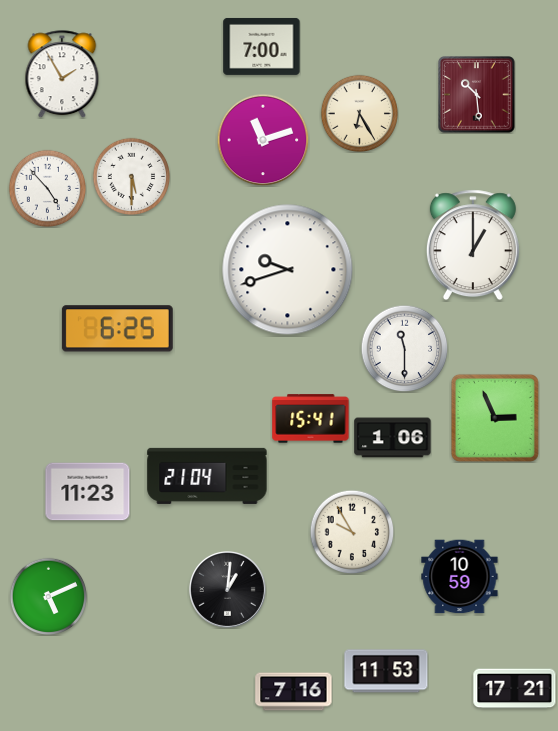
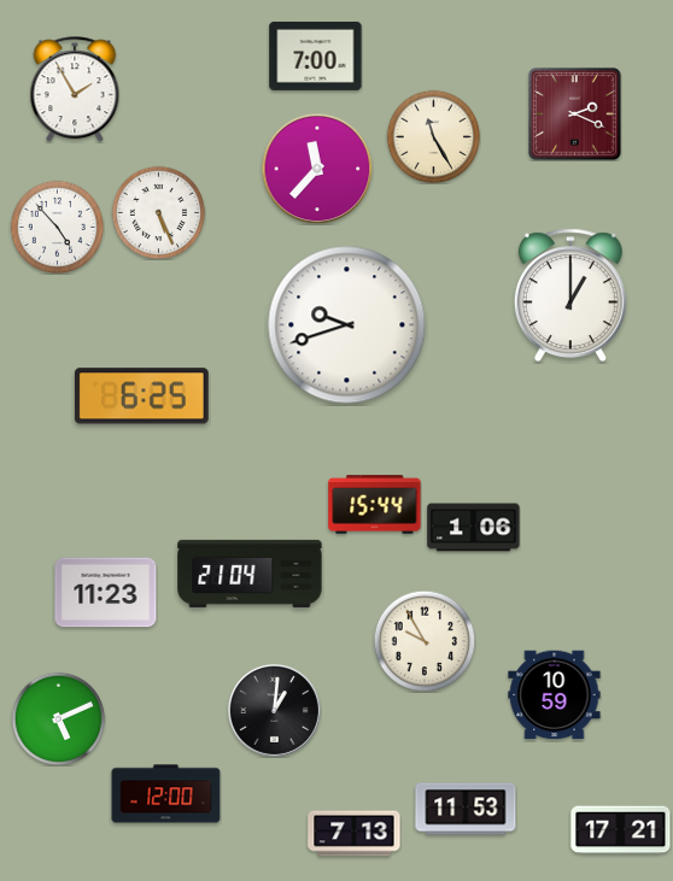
clock at (477, 95): 10:29 -> 2:19
clock at (359, 113): 6:25 -> 11:25
clock at (263, 140): 11:12 -> 11:37
clock at (131, 176): 5:30 -> 5:26
clock at (404, 348): 11:30 -> none
clock at (495, 418): 2:56 -> none
clock at (311, 419): 15:41 -> 15:44
clock at (166, 794): none -> 12:00
clock at (294, 692): 7:16 -> 7:13
